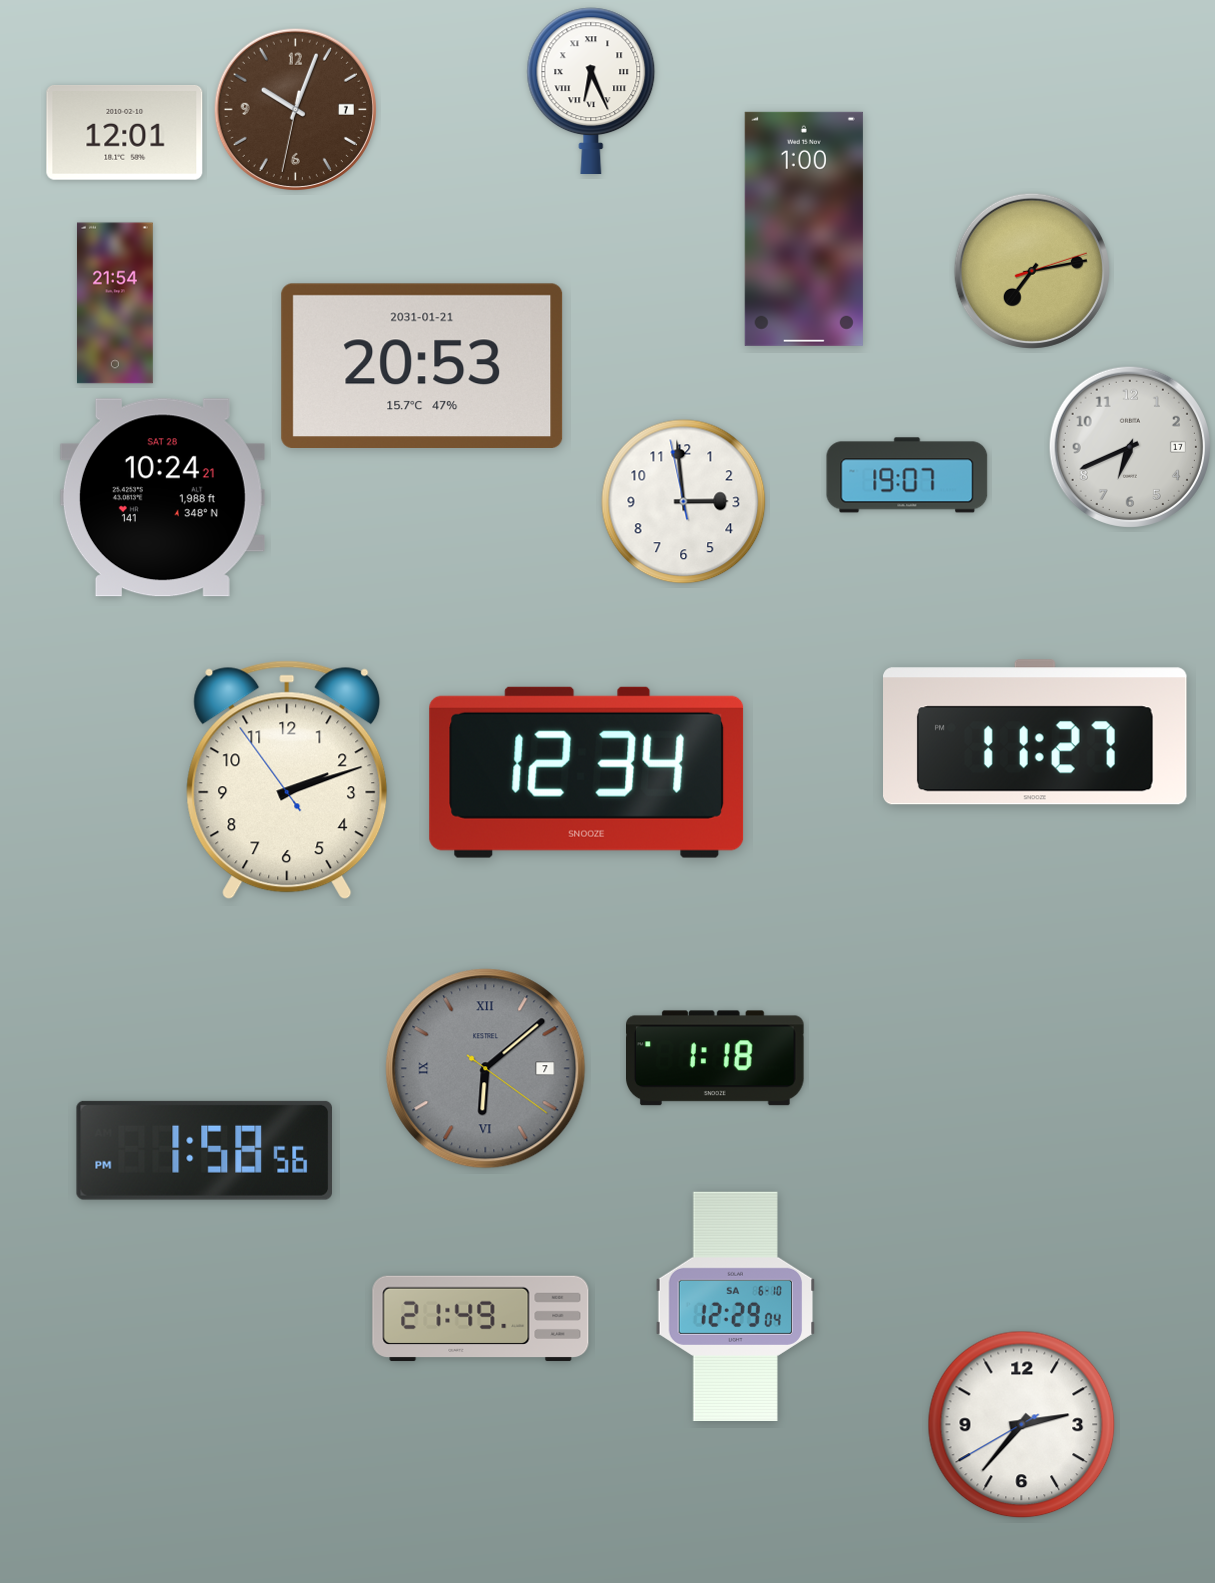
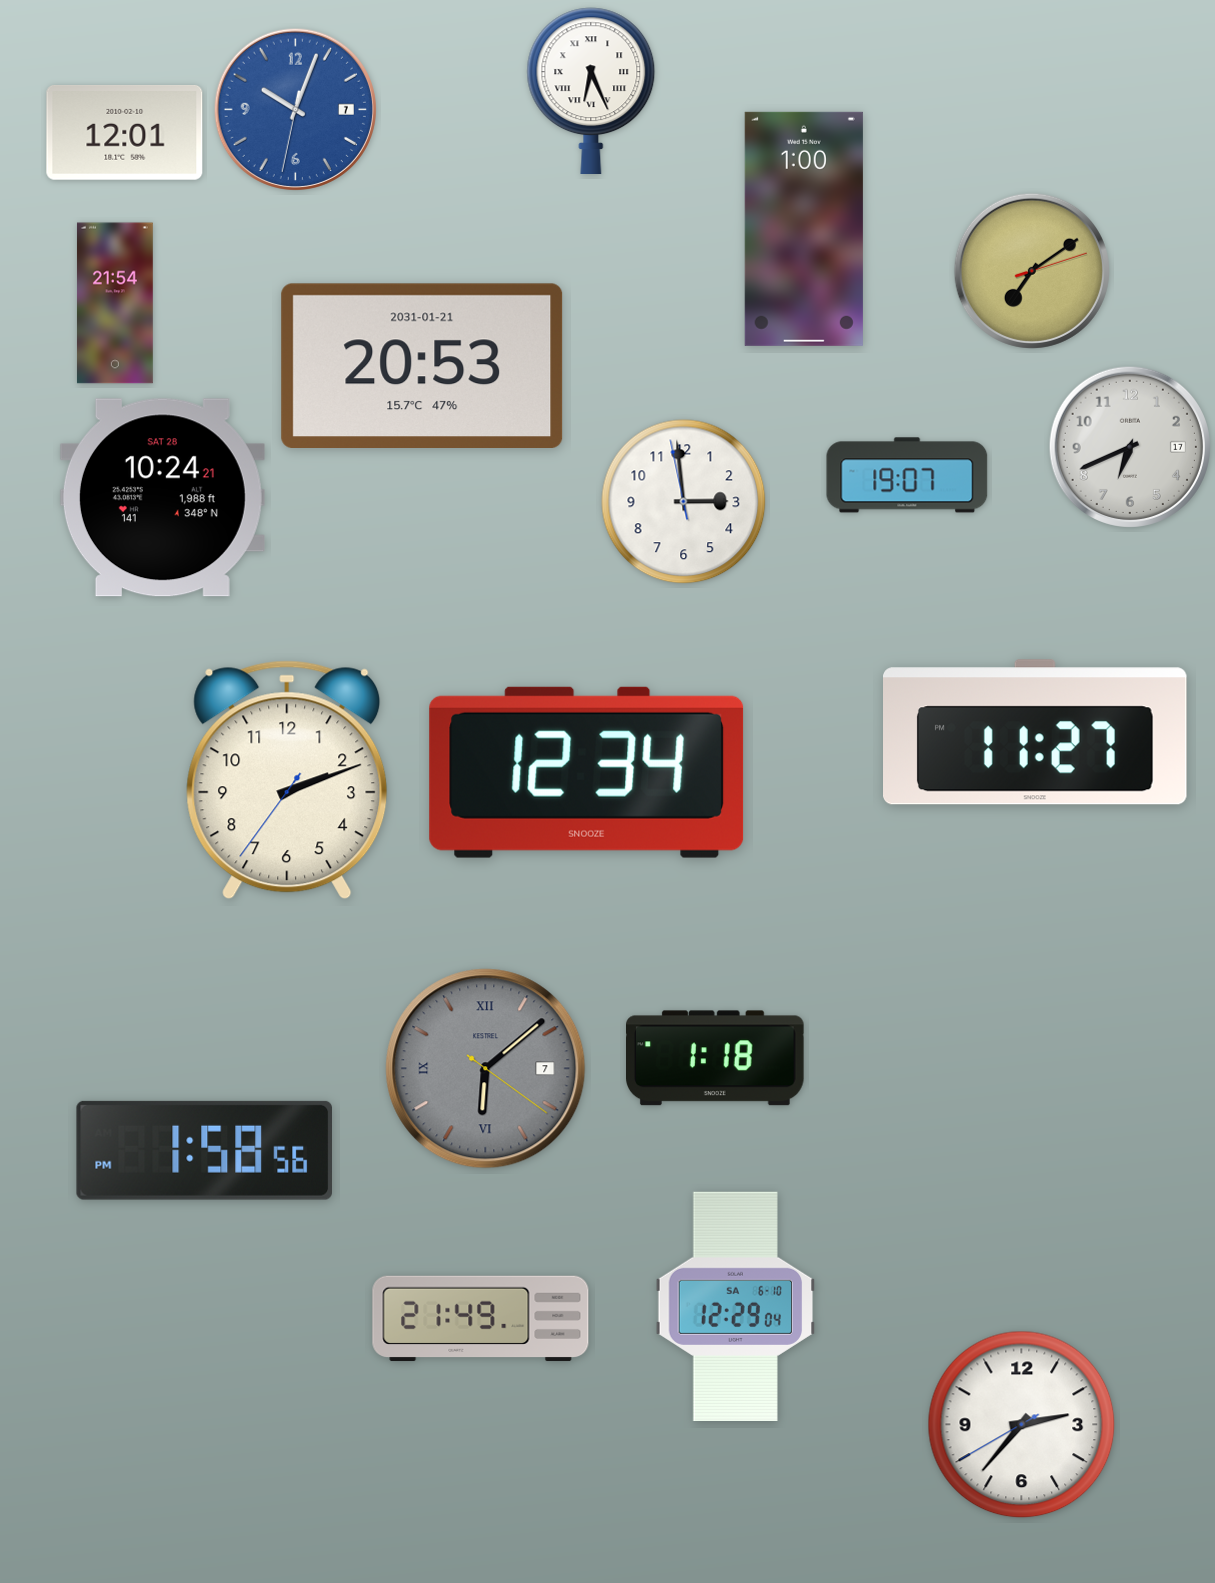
clock at (295, 109) dial: brown -> blue
clock at (1032, 271): 7:13 -> 7:09
clock at (287, 780): 2:11:54 -> 2:11:36
